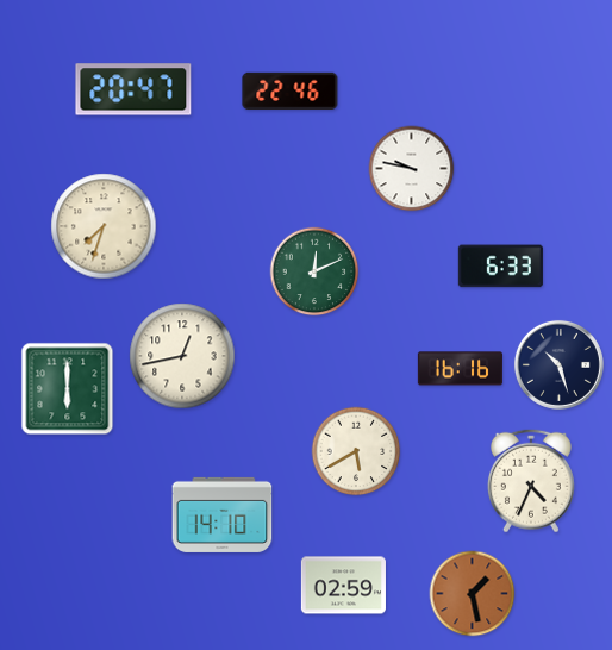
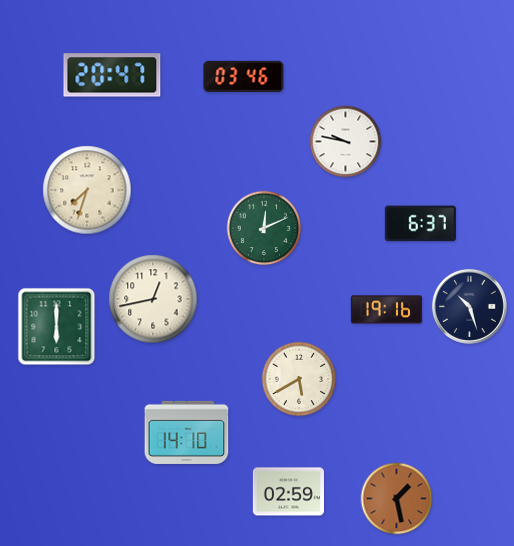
clock at (291, 90): 22:46 -> 03:46
clock at (500, 267): 6:33 -> 6:37
clock at (460, 369): 16:16 -> 19:16
clock at (531, 481): 4:34 -> none
